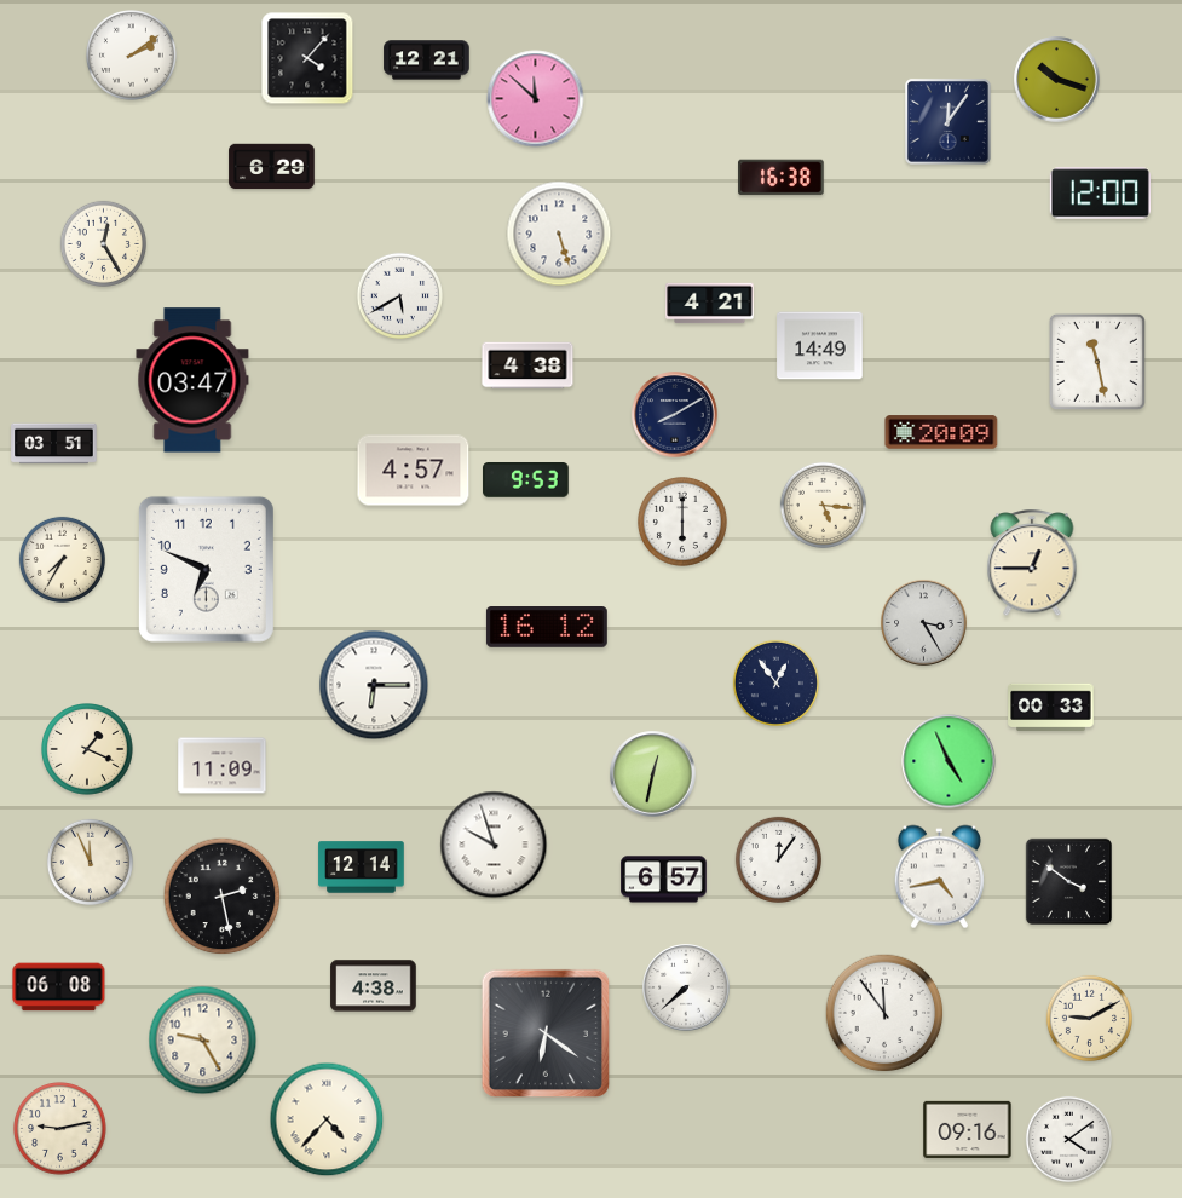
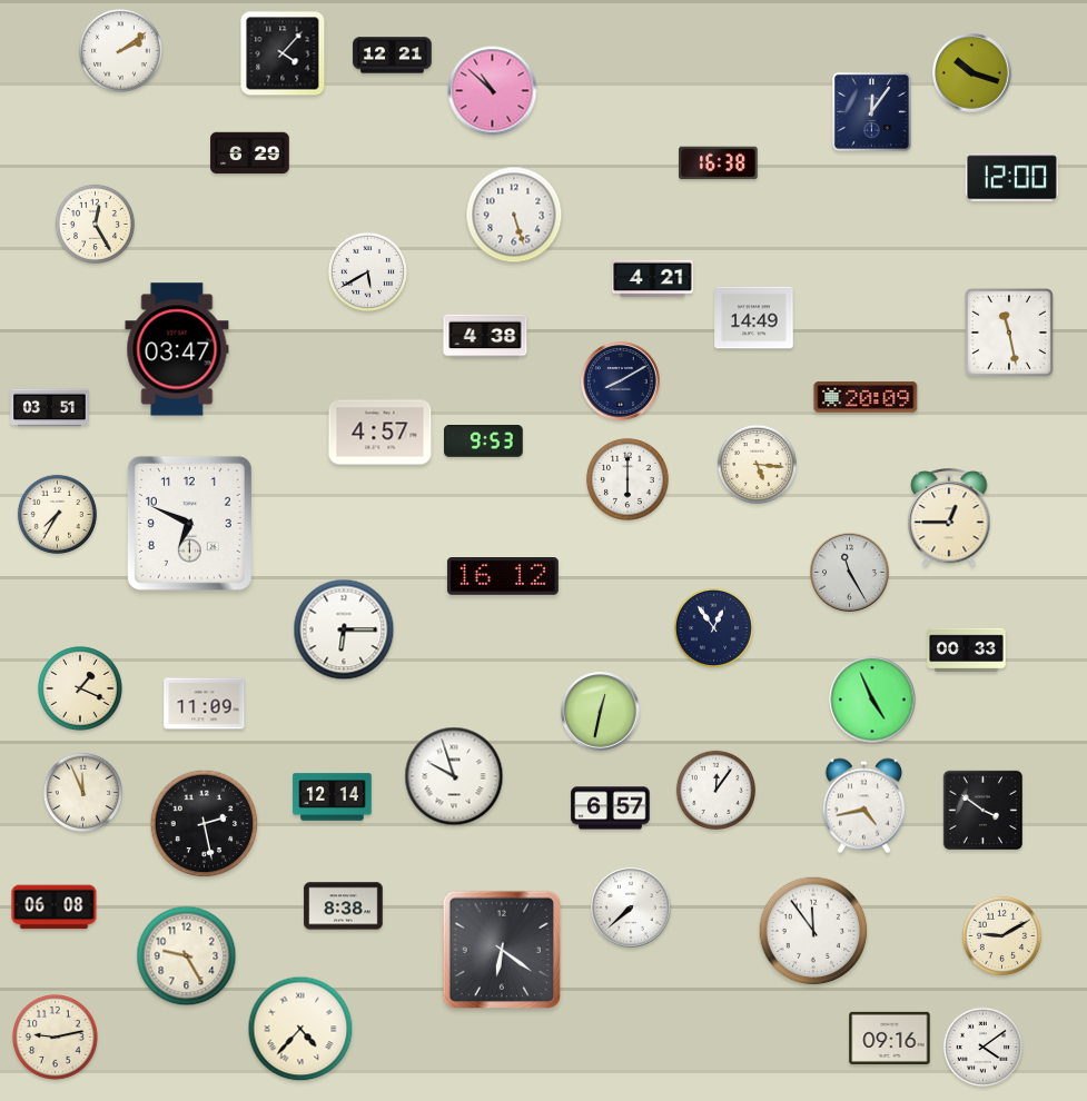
clock at (536, 99): 11:52 -> 10:52
clock at (924, 623): 3:25 -> 11:25
clock at (374, 986): 4:38 -> 8:38
